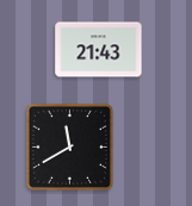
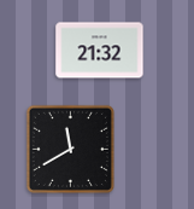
clock at (99, 50): 21:43 -> 21:32
